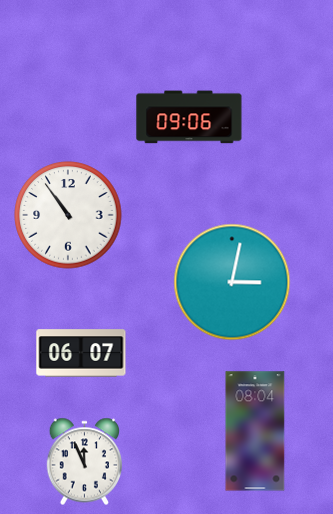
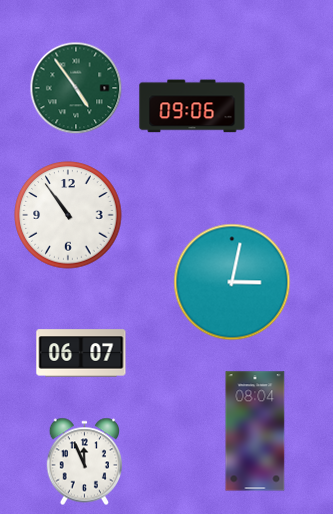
clock at (76, 88): none -> 4:54
clock at (189, 117) position: (189, 117) -> (192, 106)
